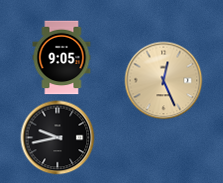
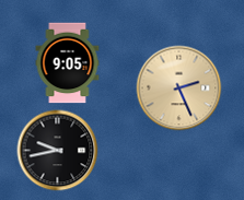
clock at (164, 81): 12:26 -> 2:26
clock at (58, 138) position: (58, 138) -> (58, 151)
